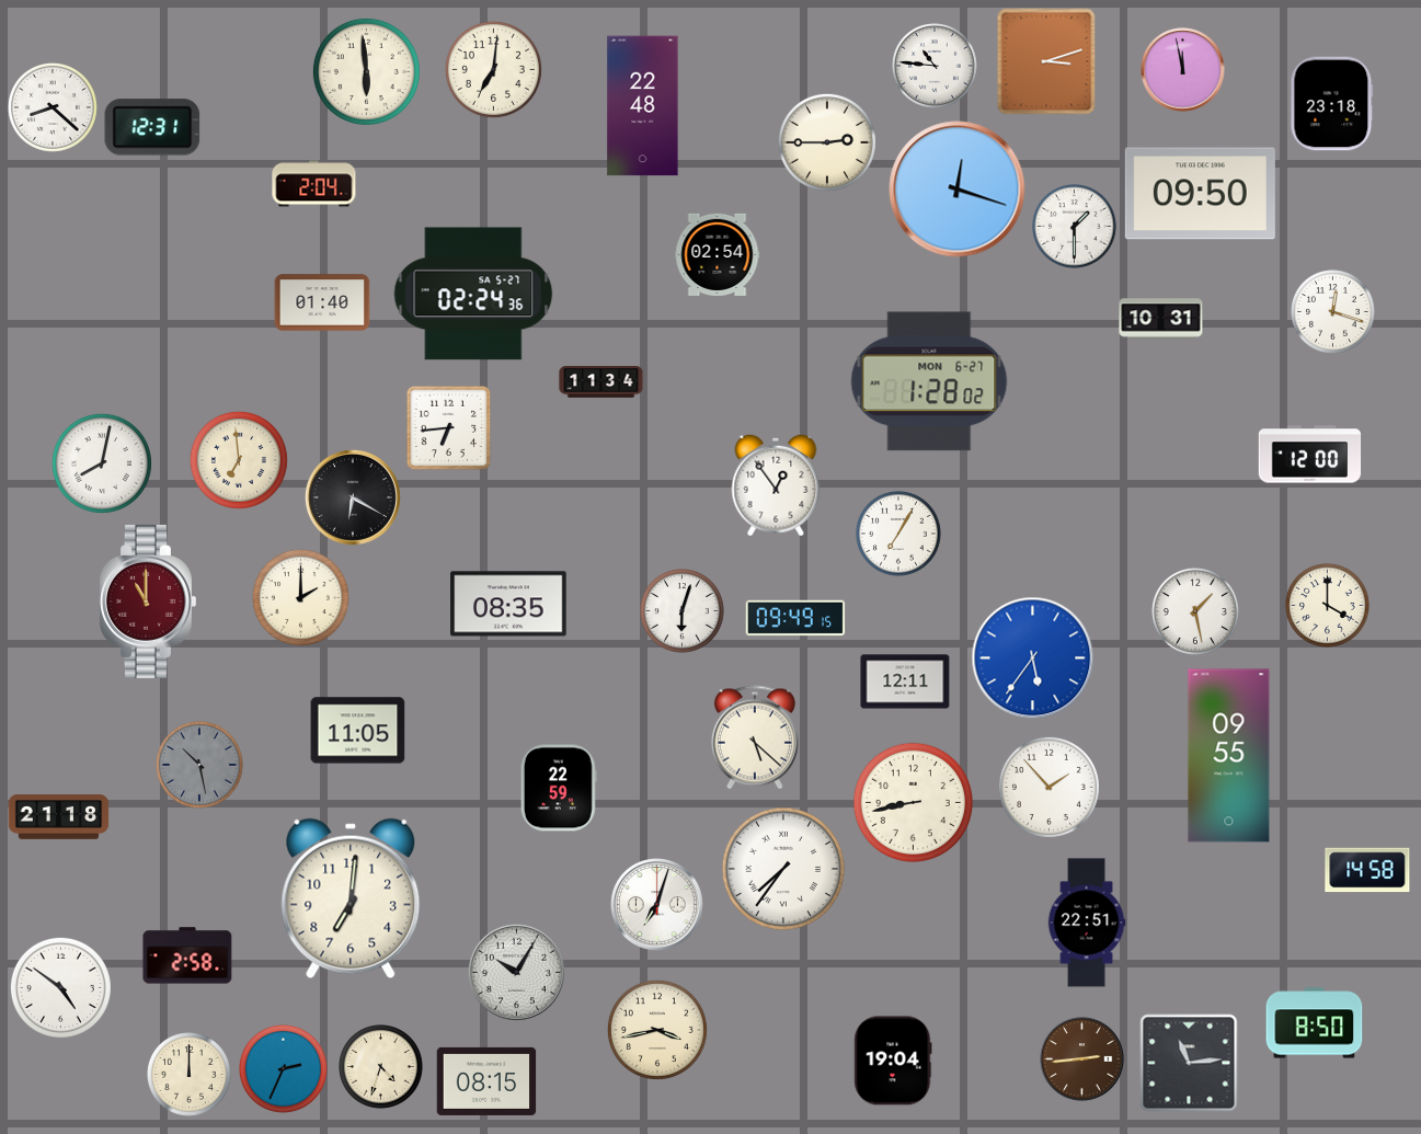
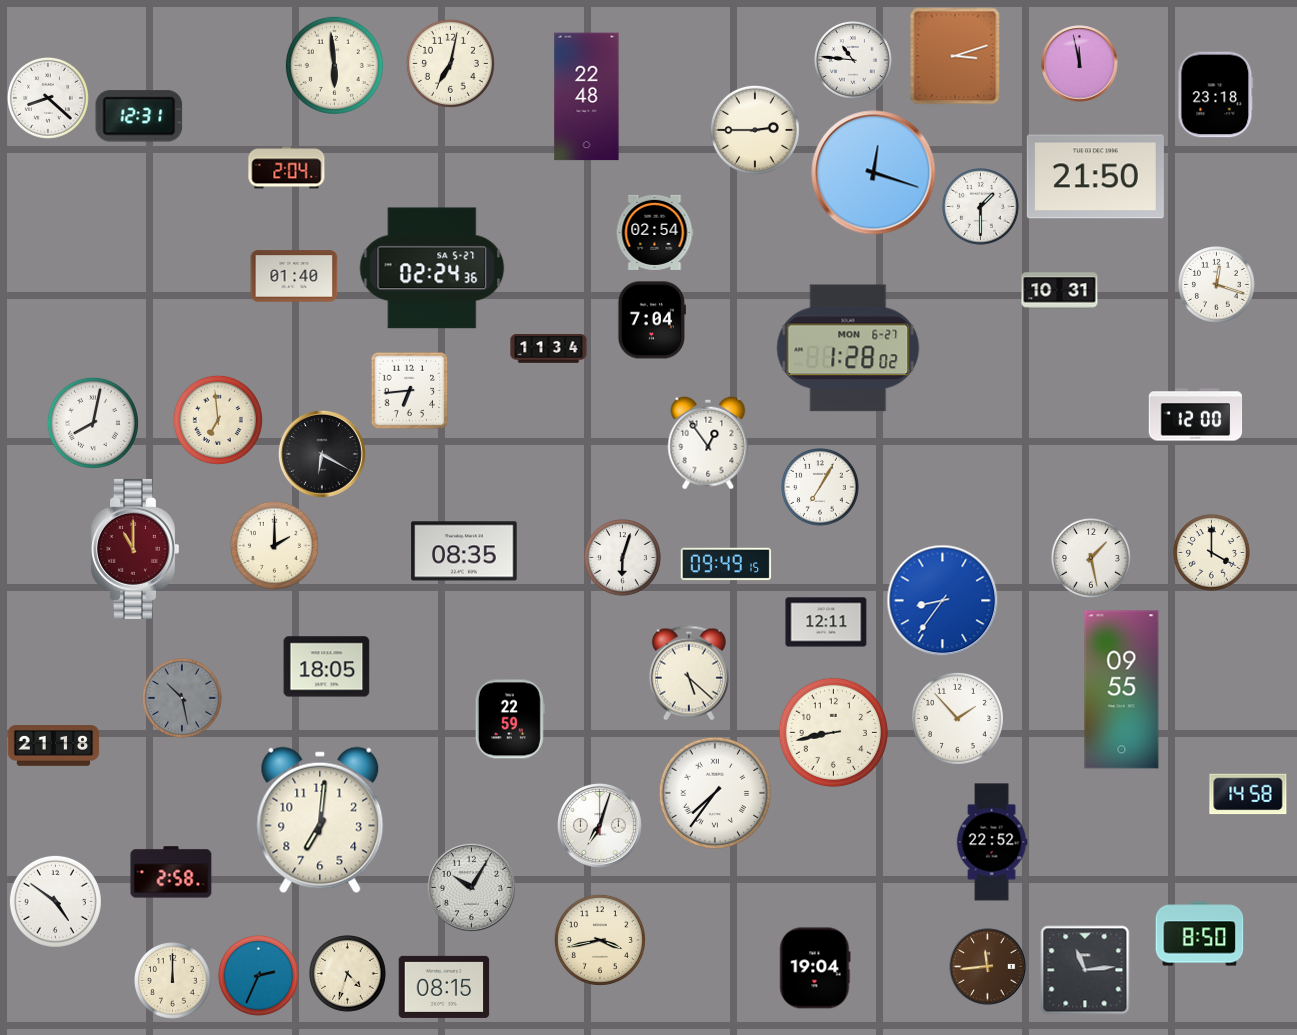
clock at (493, 69): 7:01 -> 7:02
clock at (1200, 194): 09:50 -> 21:50
clock at (652, 320): none -> 7:04
clock at (1033, 658): 5:36 -> 8:36
clock at (358, 731): 11:05 -> 18:05
clock at (1087, 923): 22:51 -> 22:52
clock at (1082, 1059): 2:44 -> 11:44
